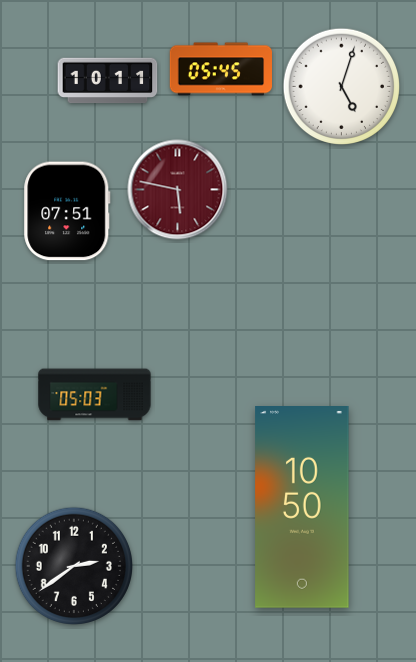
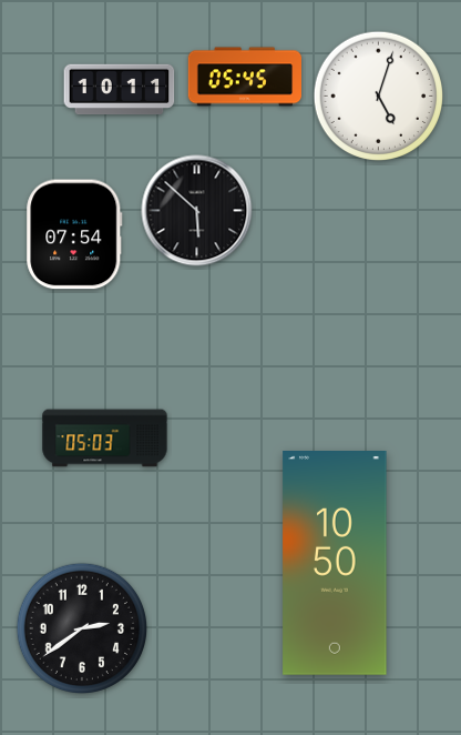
clock at (178, 190): 5:47 -> 5:52
clock at (178, 190) dial: burgundy -> black
clock at (67, 211): 07:51 -> 07:54
